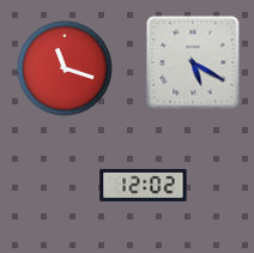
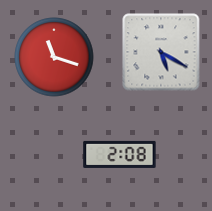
clock at (144, 185): 12:02 -> 2:08
